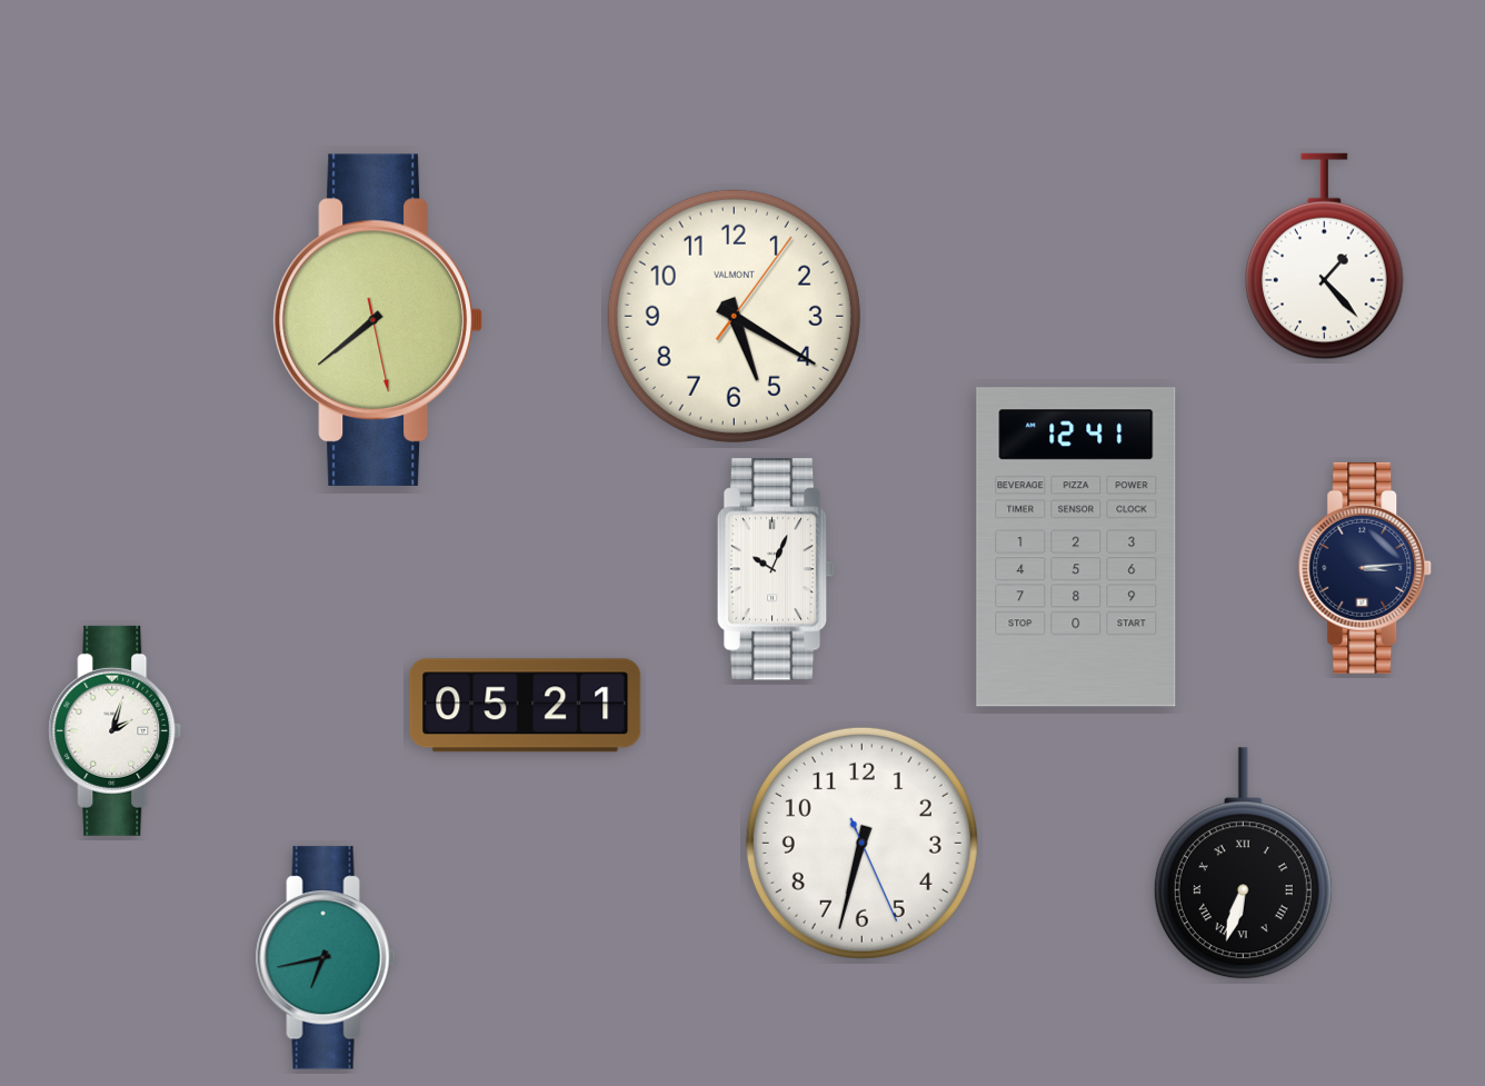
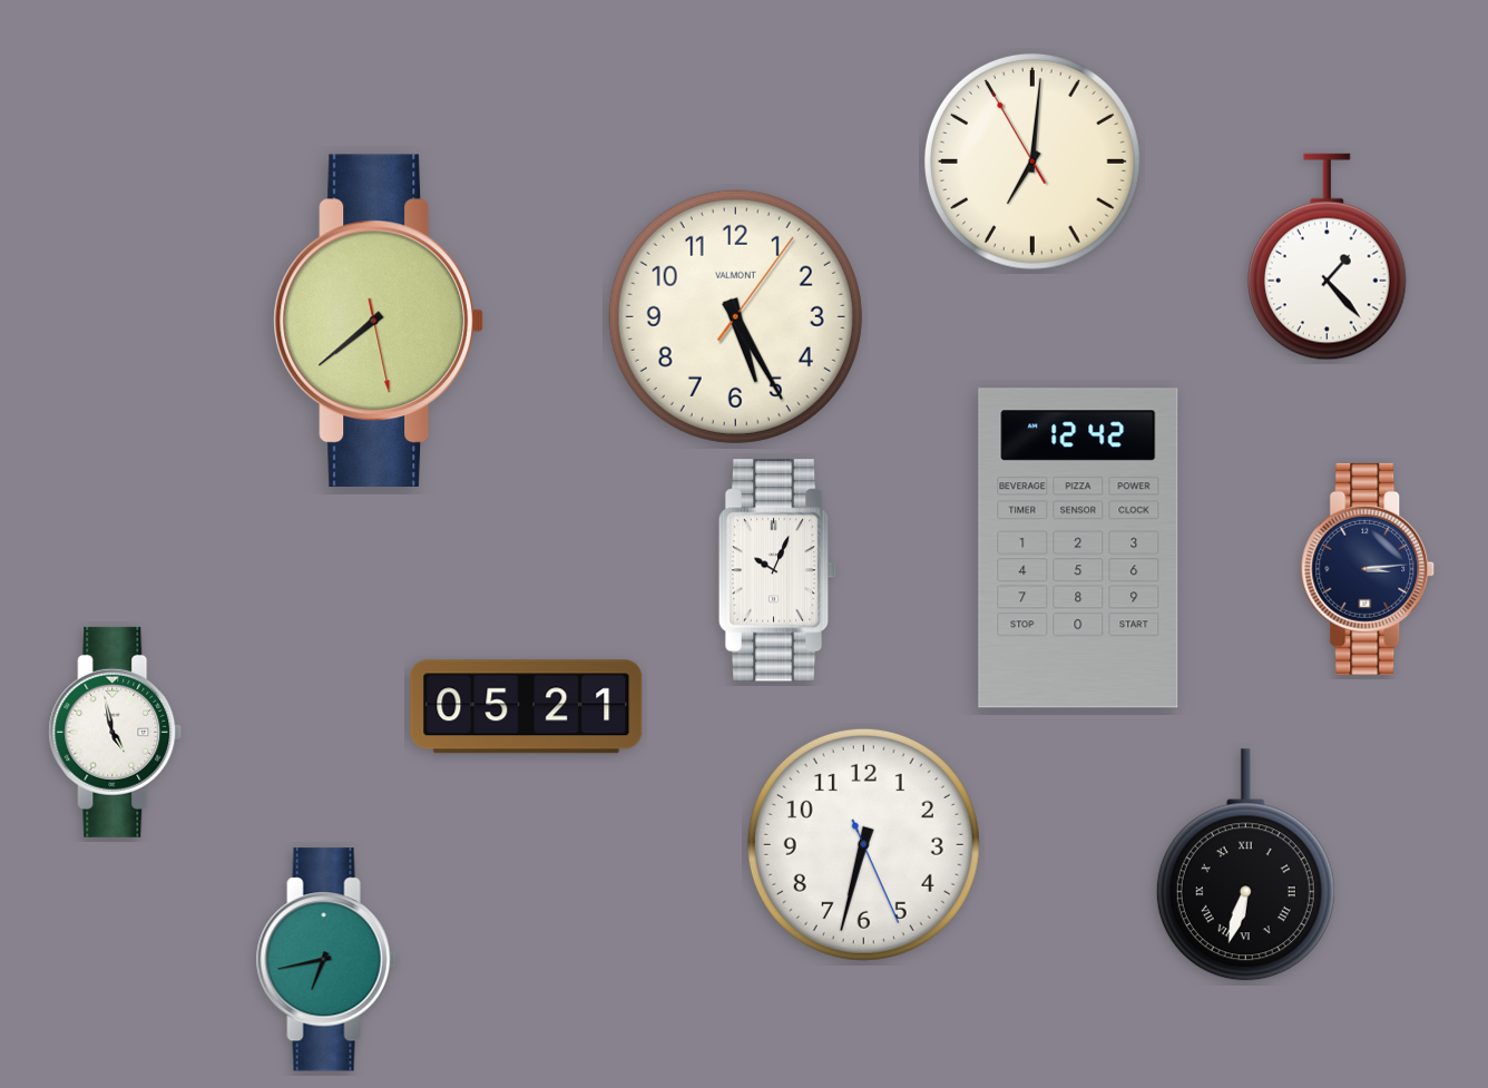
clock at (1032, 161): none -> 7:00
clock at (734, 316): 5:20 -> 5:25
clock at (1076, 547): 12:41 -> 12:42
clock at (116, 730): 2:03 -> 4:58
